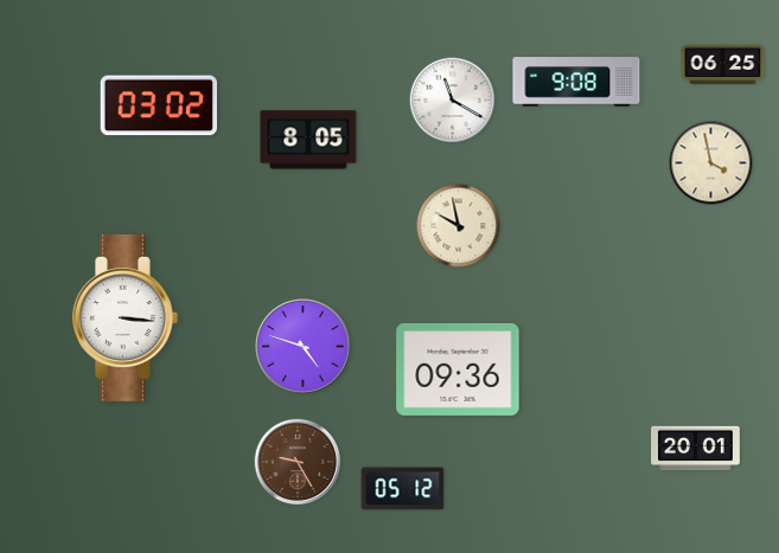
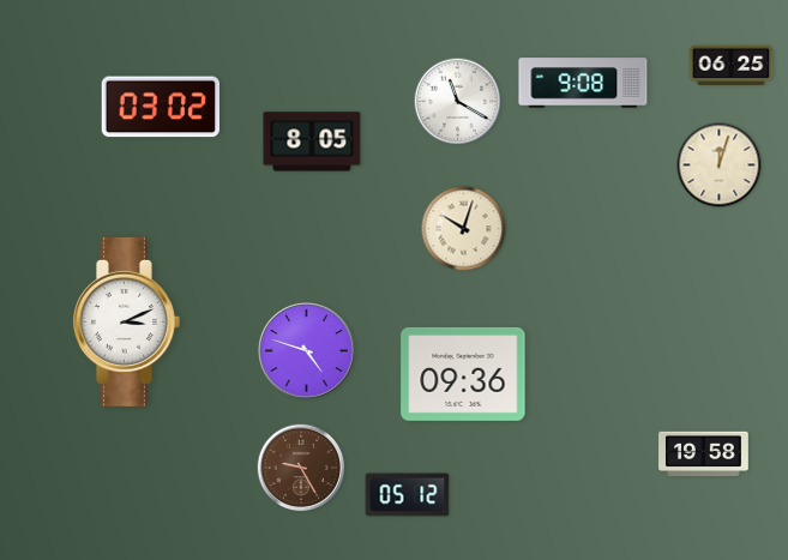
clock at (711, 163): 3:58 -> 12:03
clock at (459, 226): 9:58 -> 10:03
clock at (124, 317): 3:16 -> 3:11
clock at (696, 449): 20:01 -> 19:58
